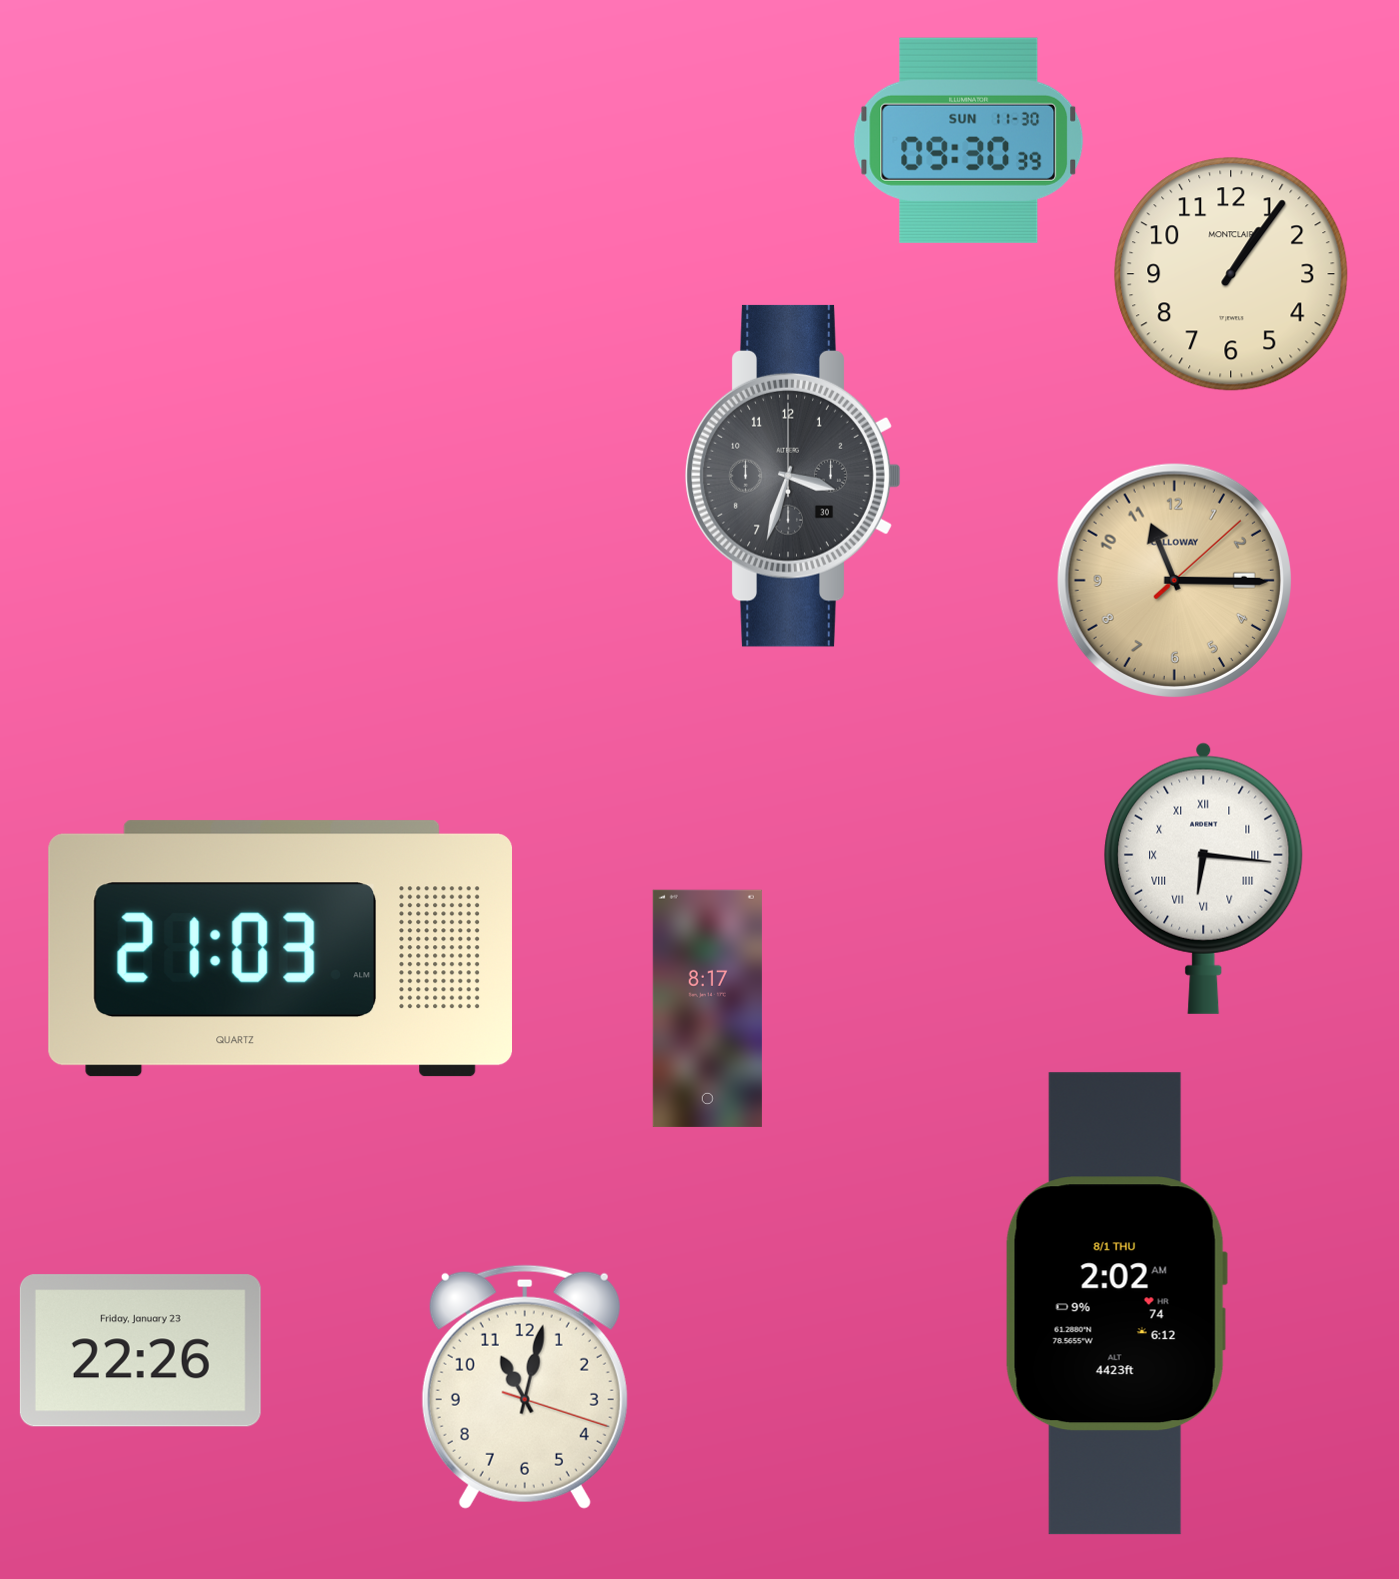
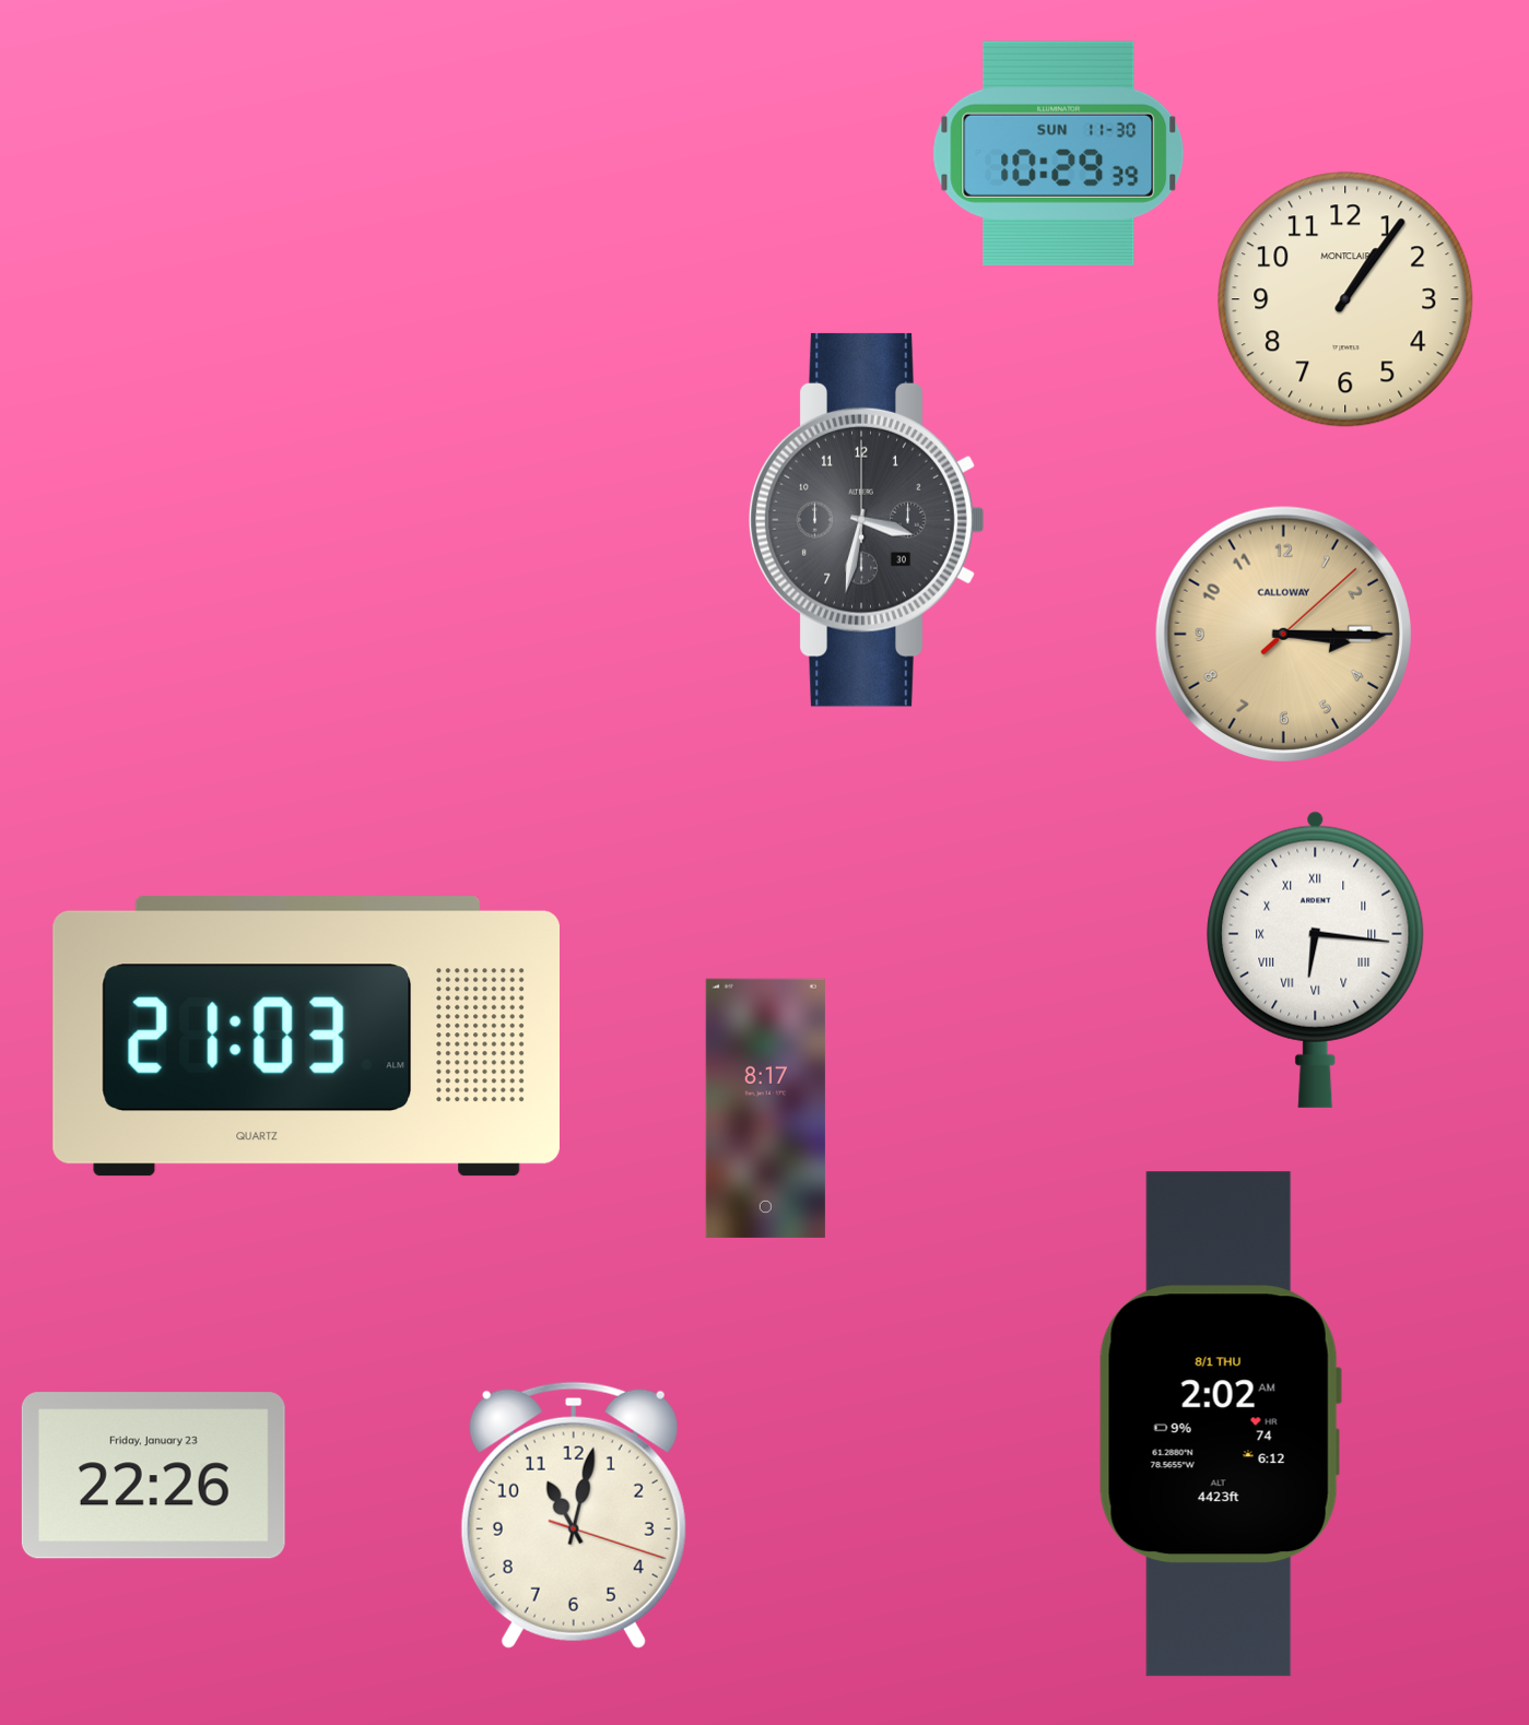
clock at (969, 140): 09:30 -> 10:29
clock at (793, 476): 3:33 -> 3:32
clock at (1174, 580): 11:15 -> 3:15
clock at (707, 1008) position: (707, 1008) -> (765, 1108)
